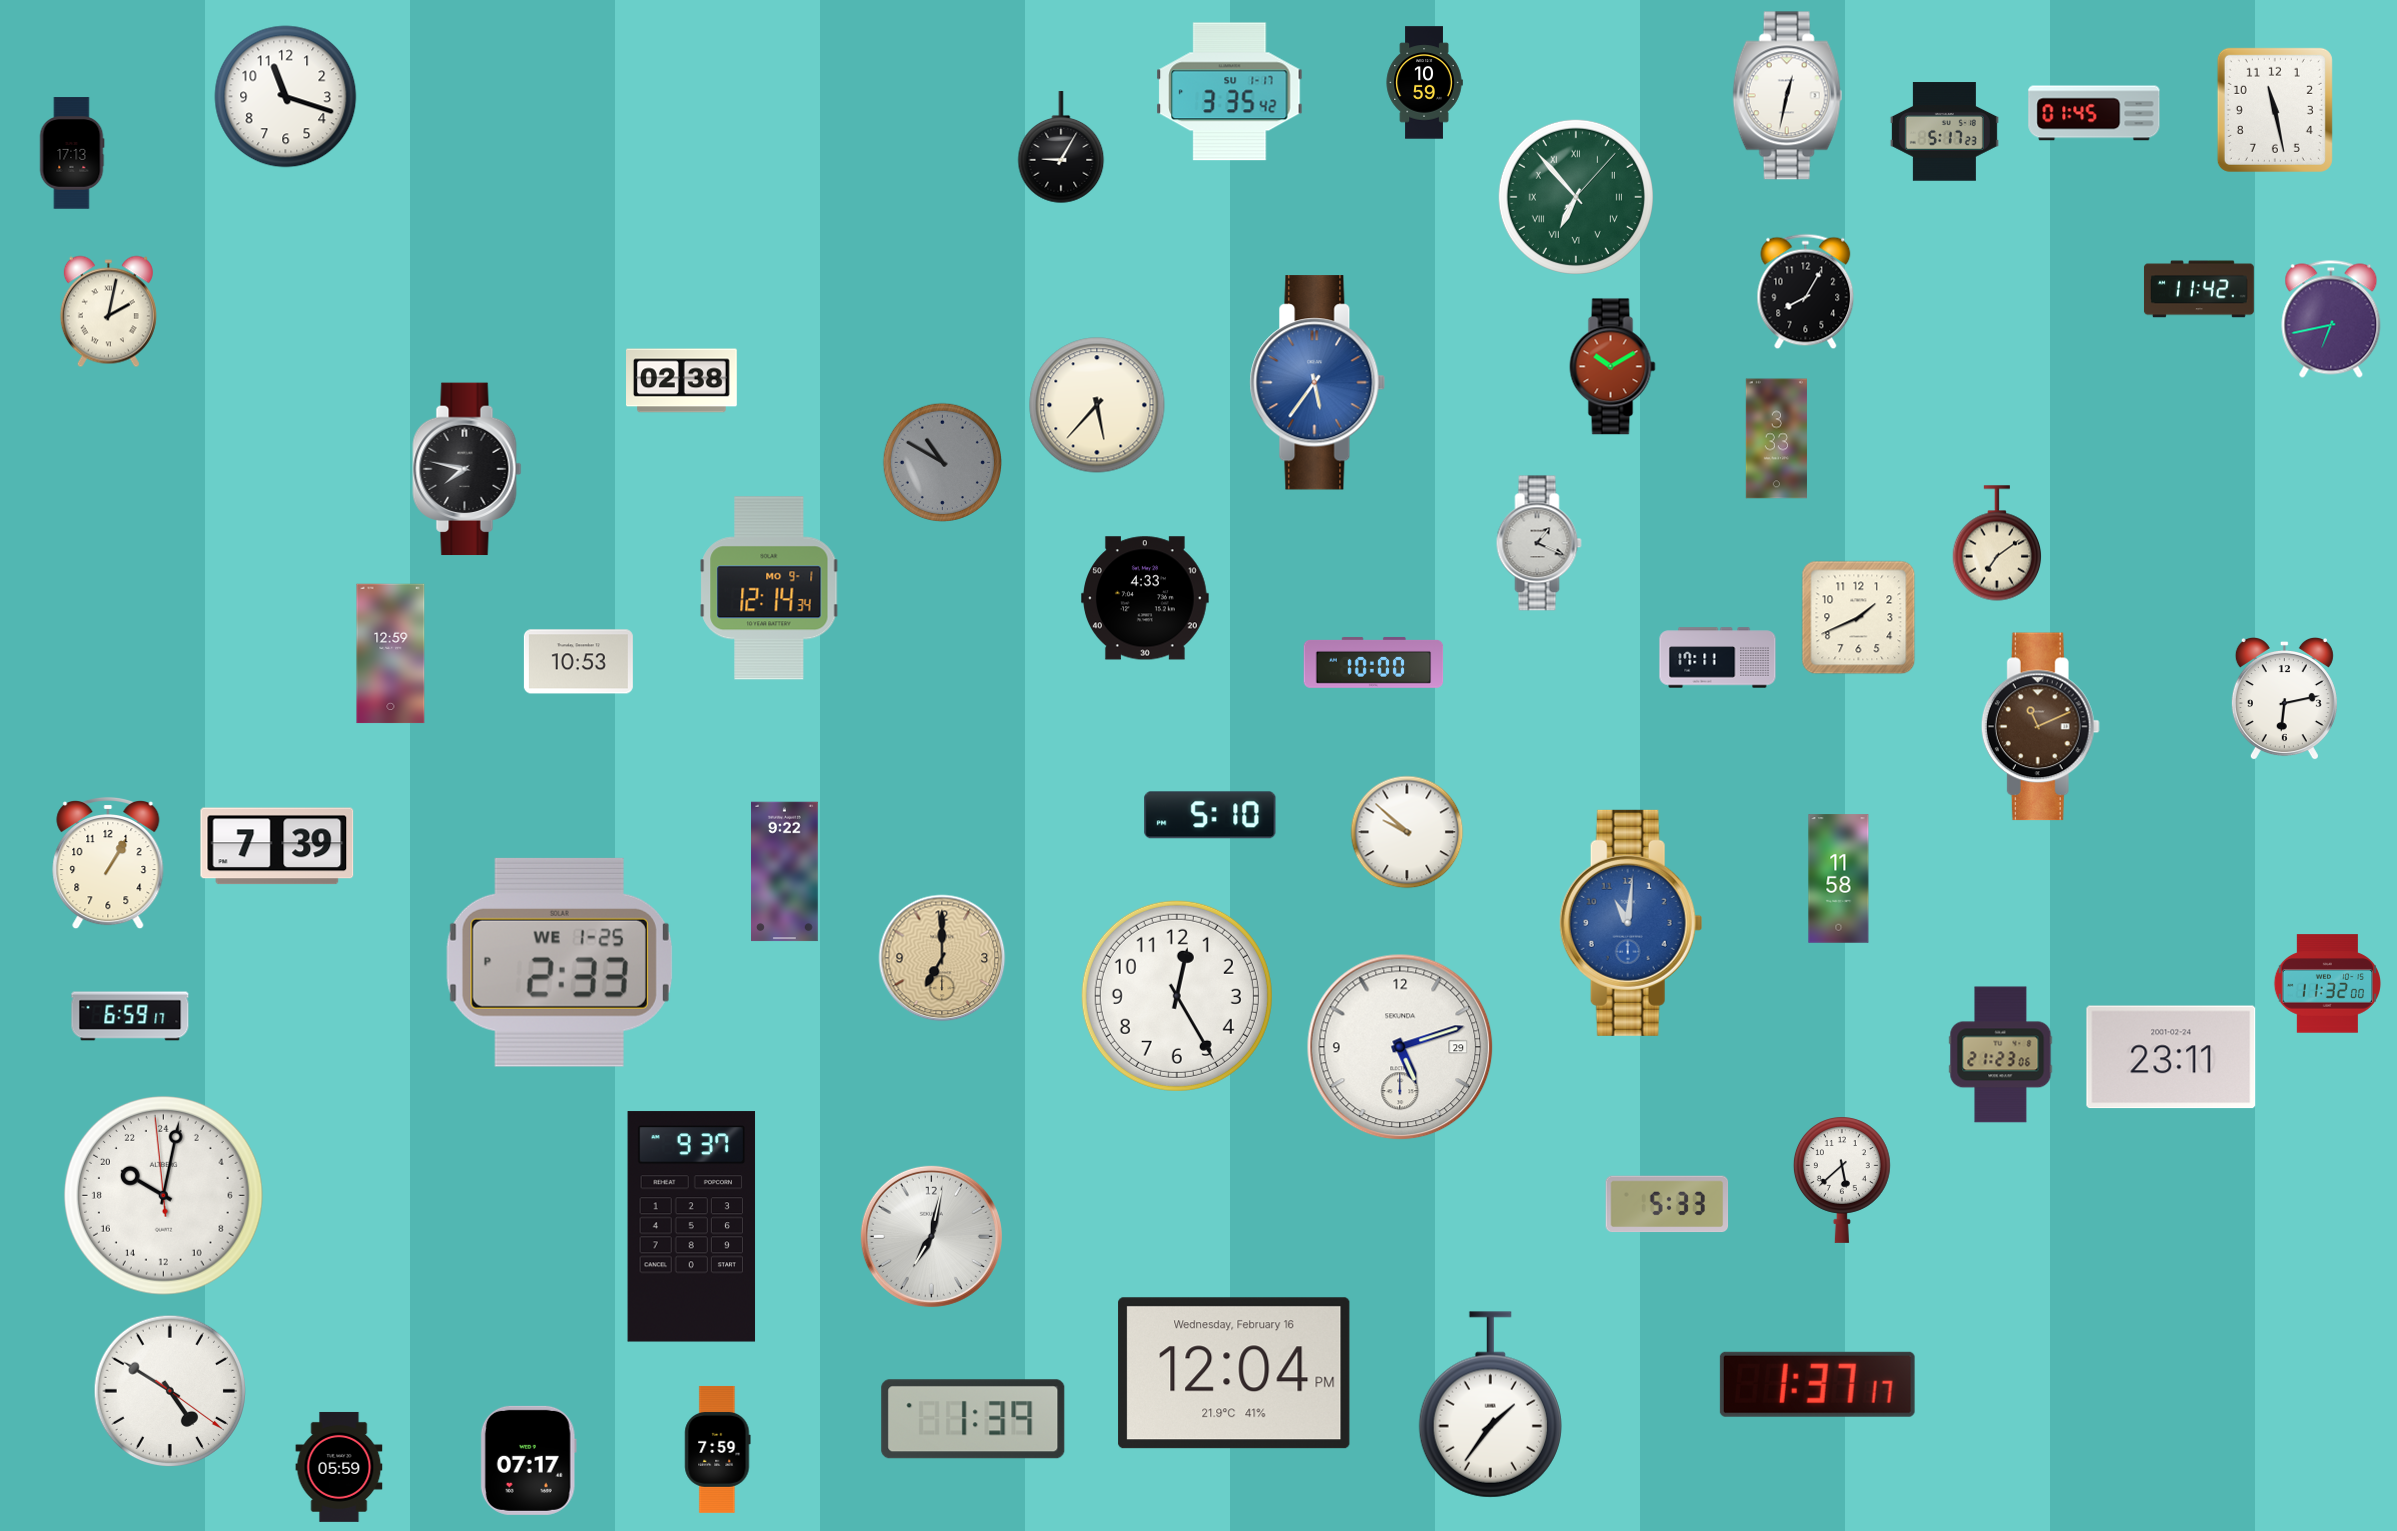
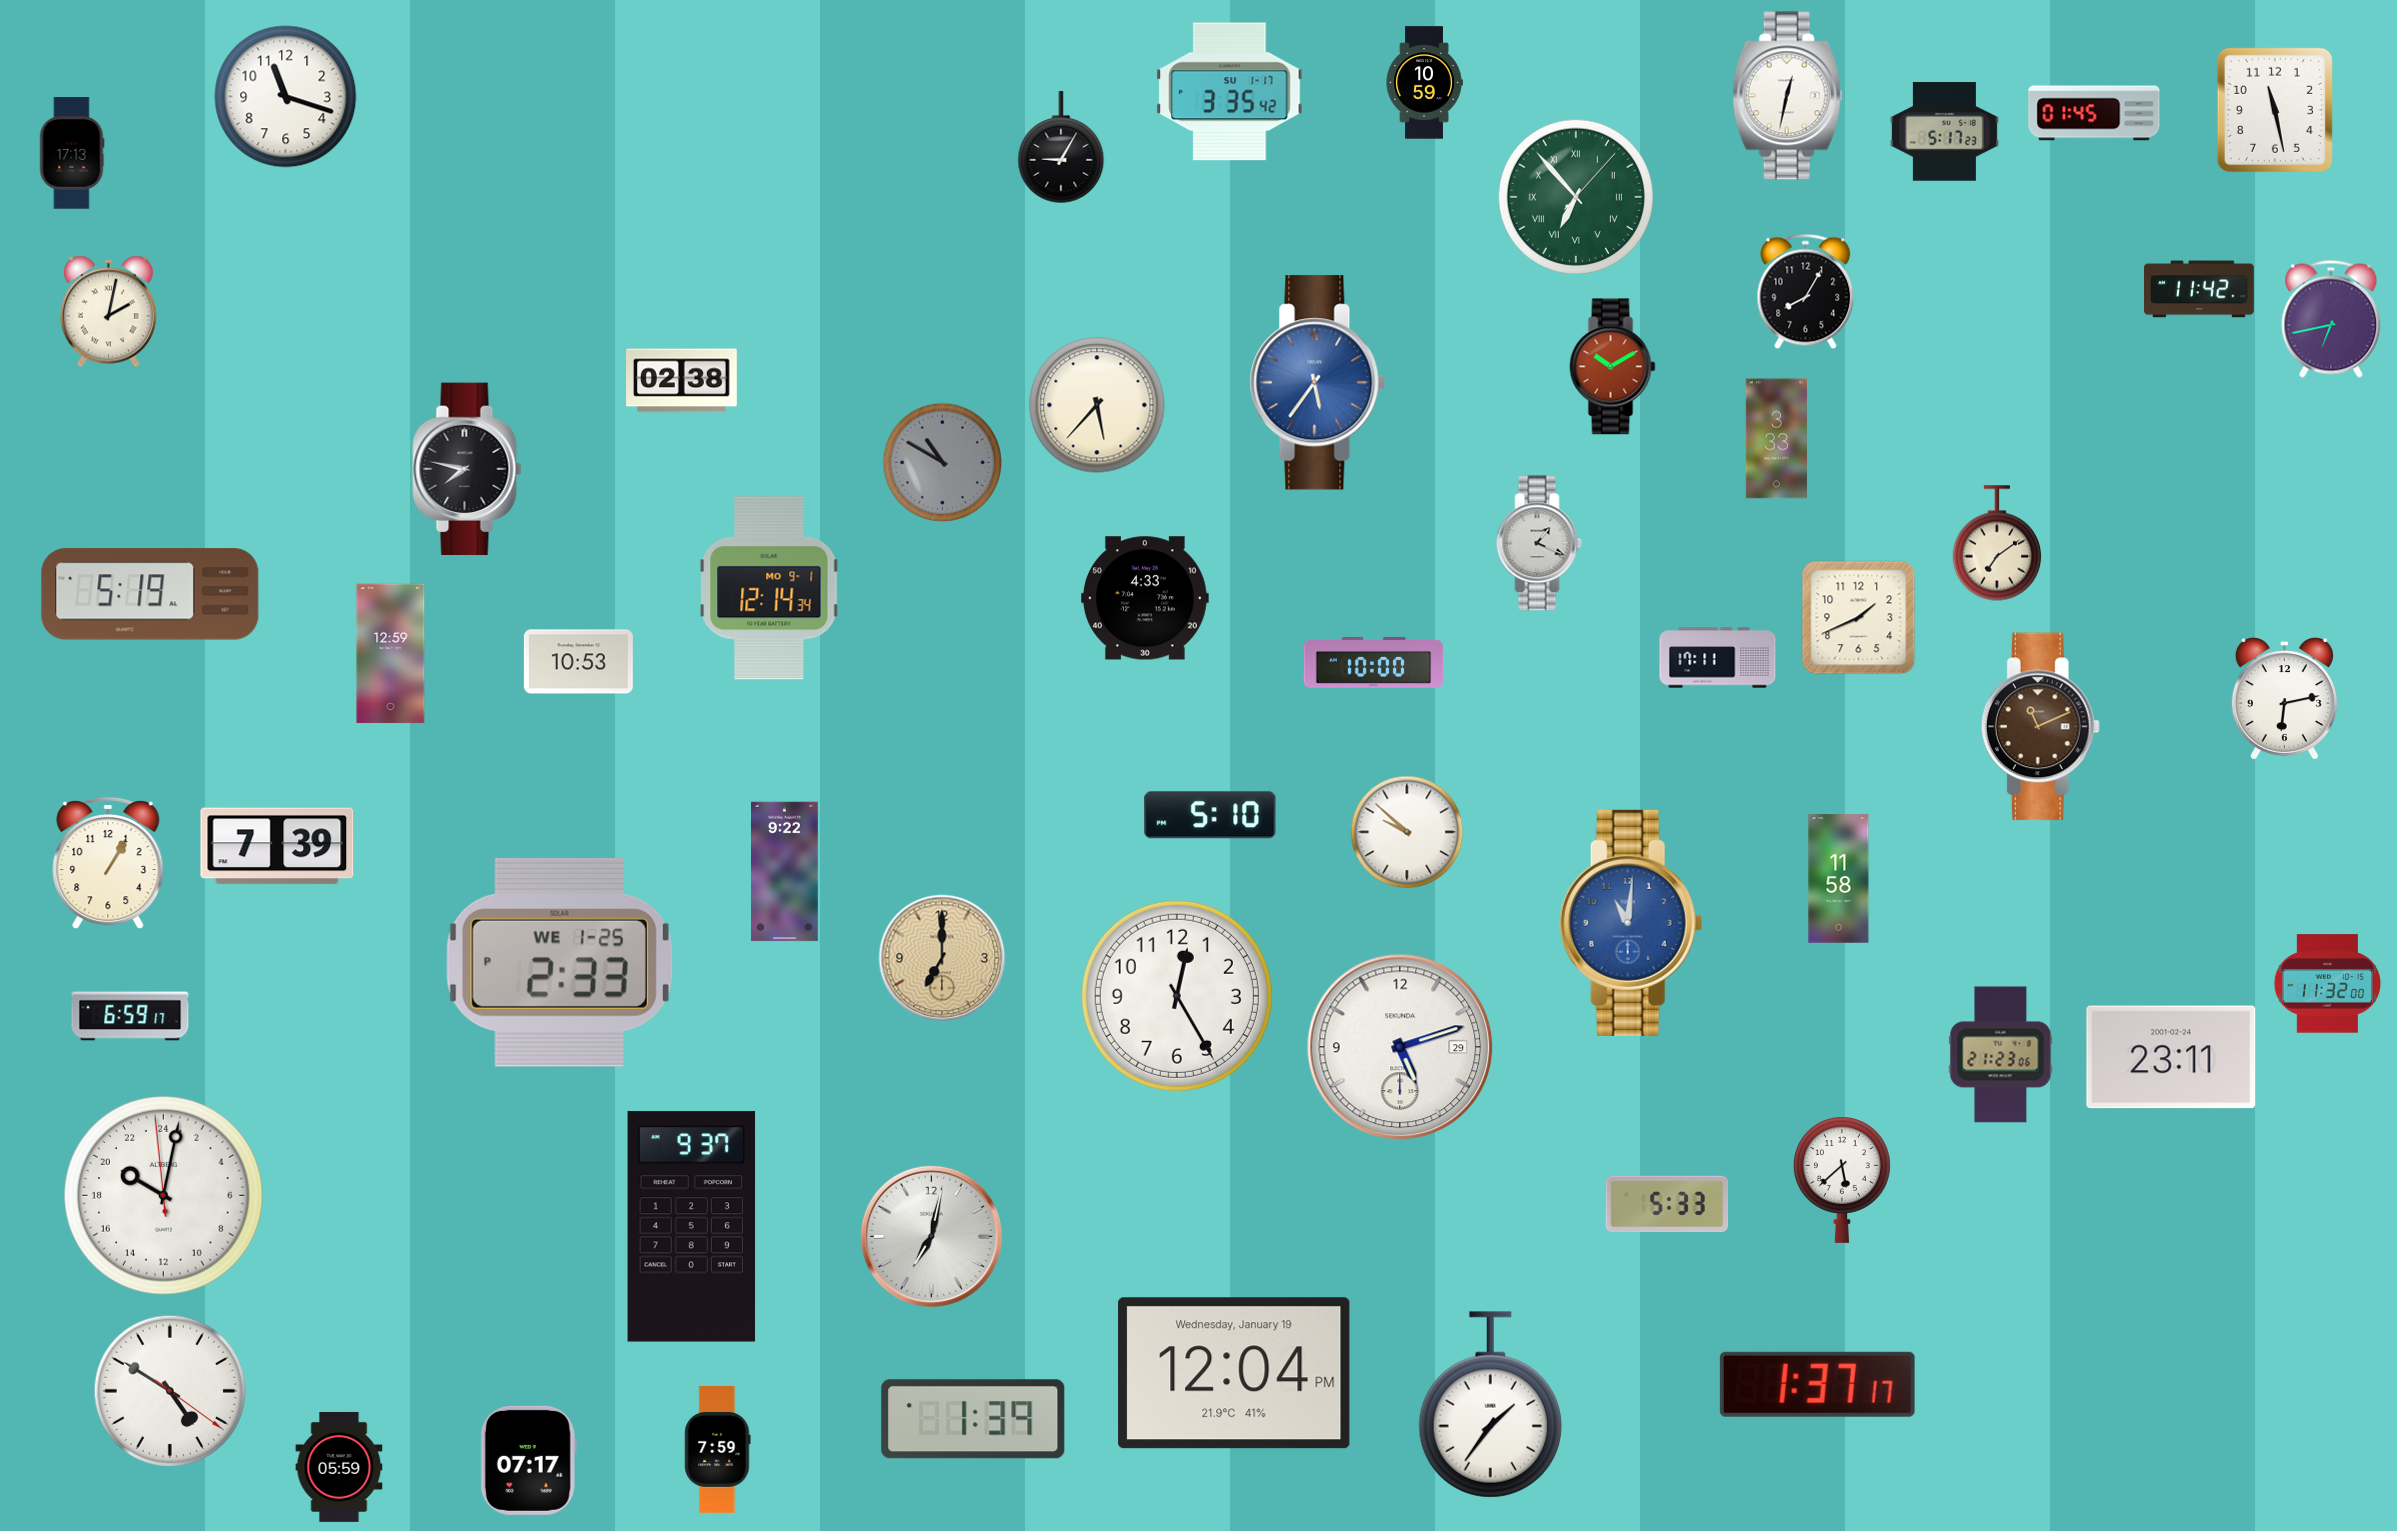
clock at (150, 594): none -> 5:19
clock at (1234, 1373) date: Wednesday, February 16 -> Wednesday, January 19
